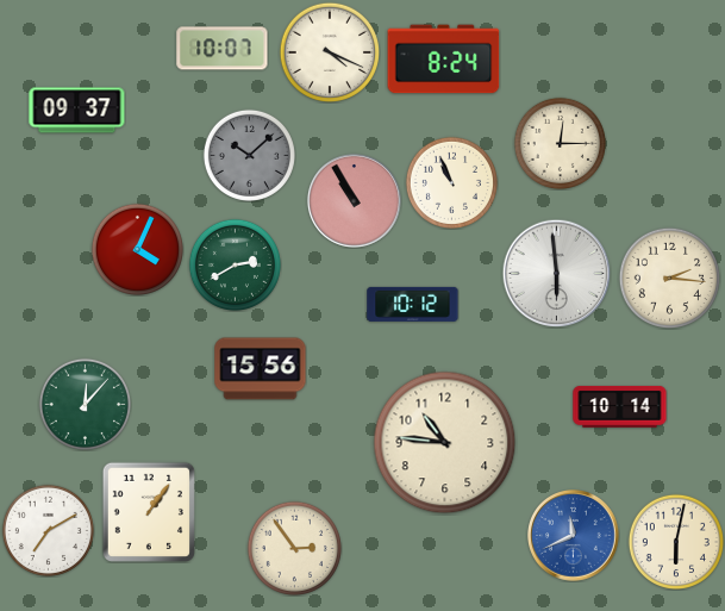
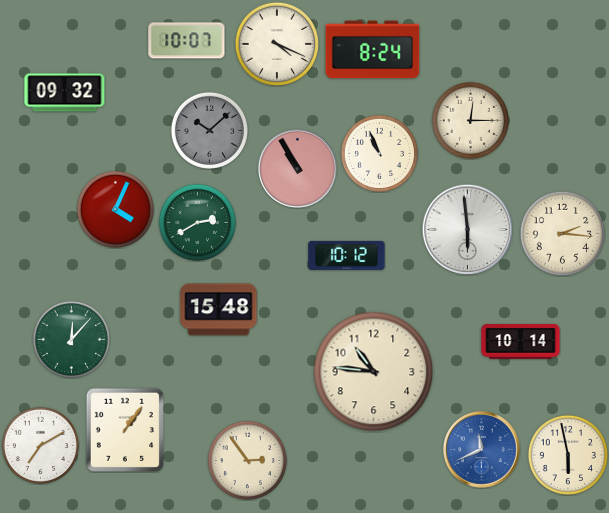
clock at (77, 111): 09:37 -> 09:32
clock at (261, 369): 15:56 -> 15:48
clock at (675, 541): 6:02 -> 5:58
